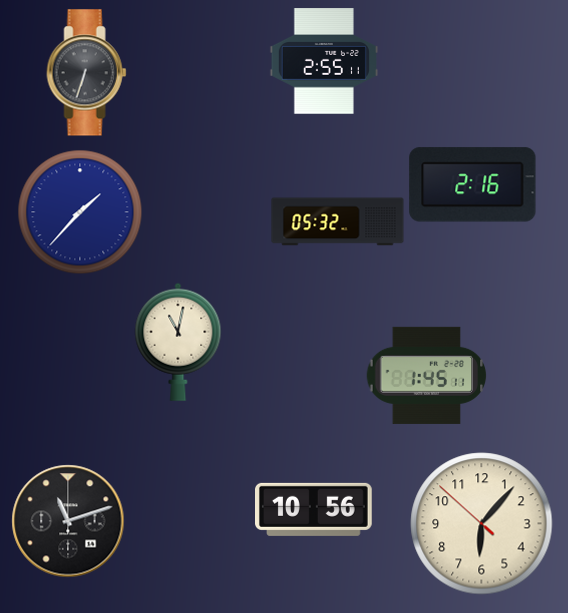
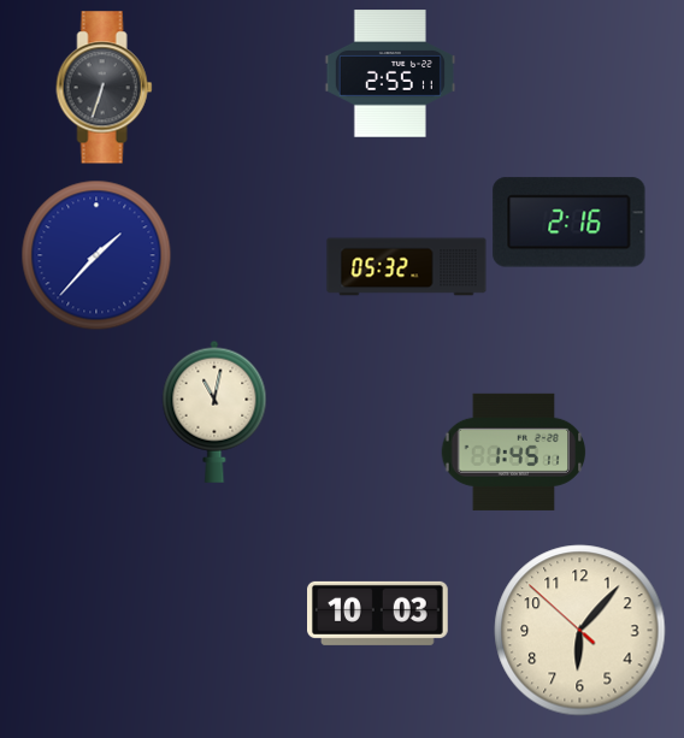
clock at (314, 509): 10:56 -> 10:03
clock at (68, 521): 11:12 -> none
